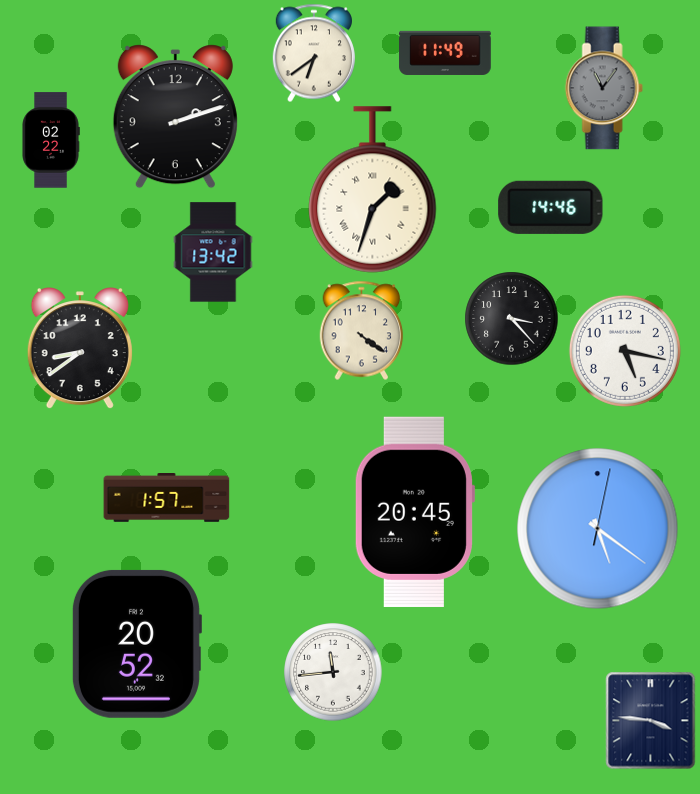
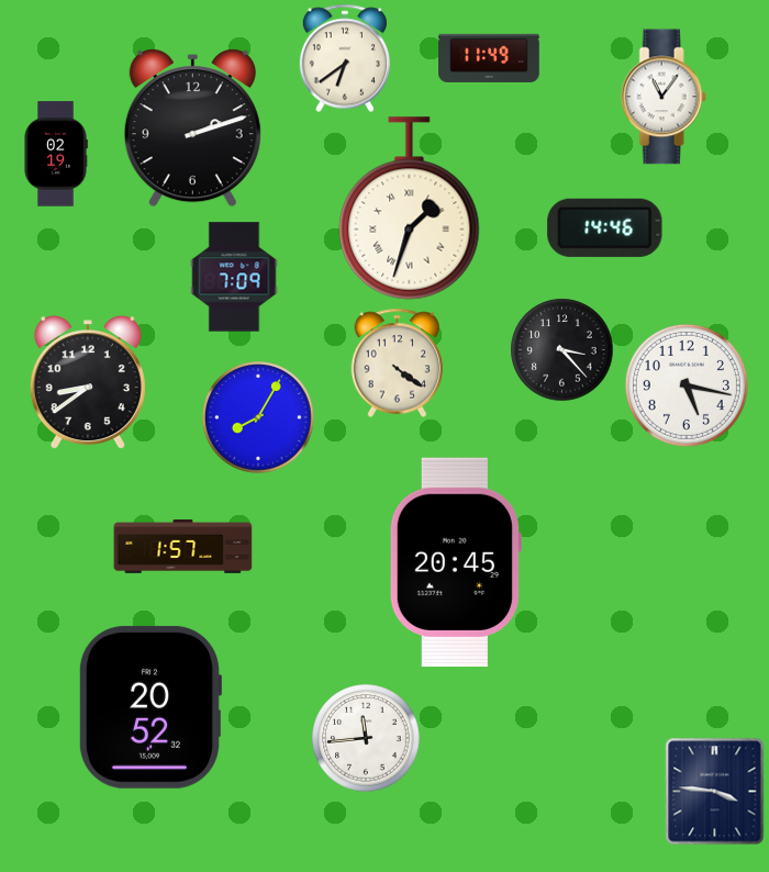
clock at (604, 88) dial: grey -> white
clock at (51, 140): 02:22 -> 02:19
clock at (213, 252): 13:42 -> 7:09
clock at (258, 417): none -> 8:05
clock at (598, 529): 5:21 -> none
